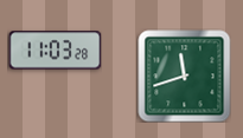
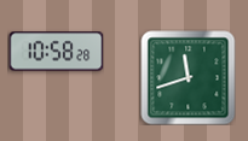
clock at (55, 51): 11:03 -> 10:58
